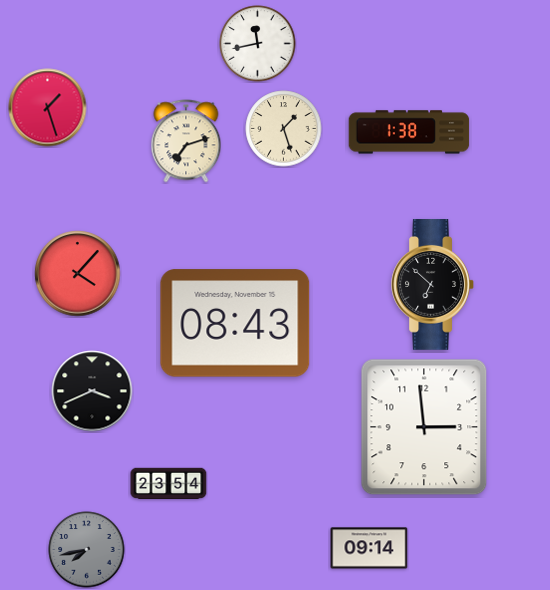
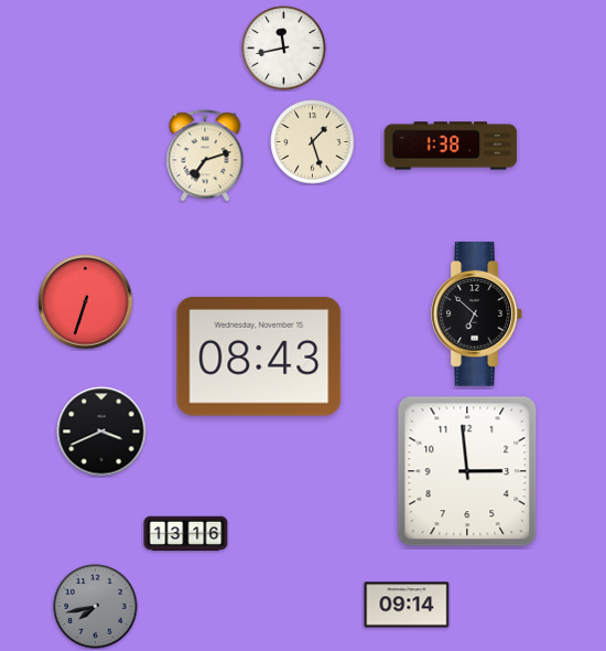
clock at (48, 108): 1:27 -> none
clock at (78, 274): 4:07 -> 6:33
clock at (169, 484): 23:54 -> 13:16
